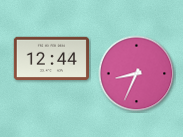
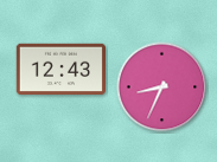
clock at (51, 59): 12:44 -> 12:43
